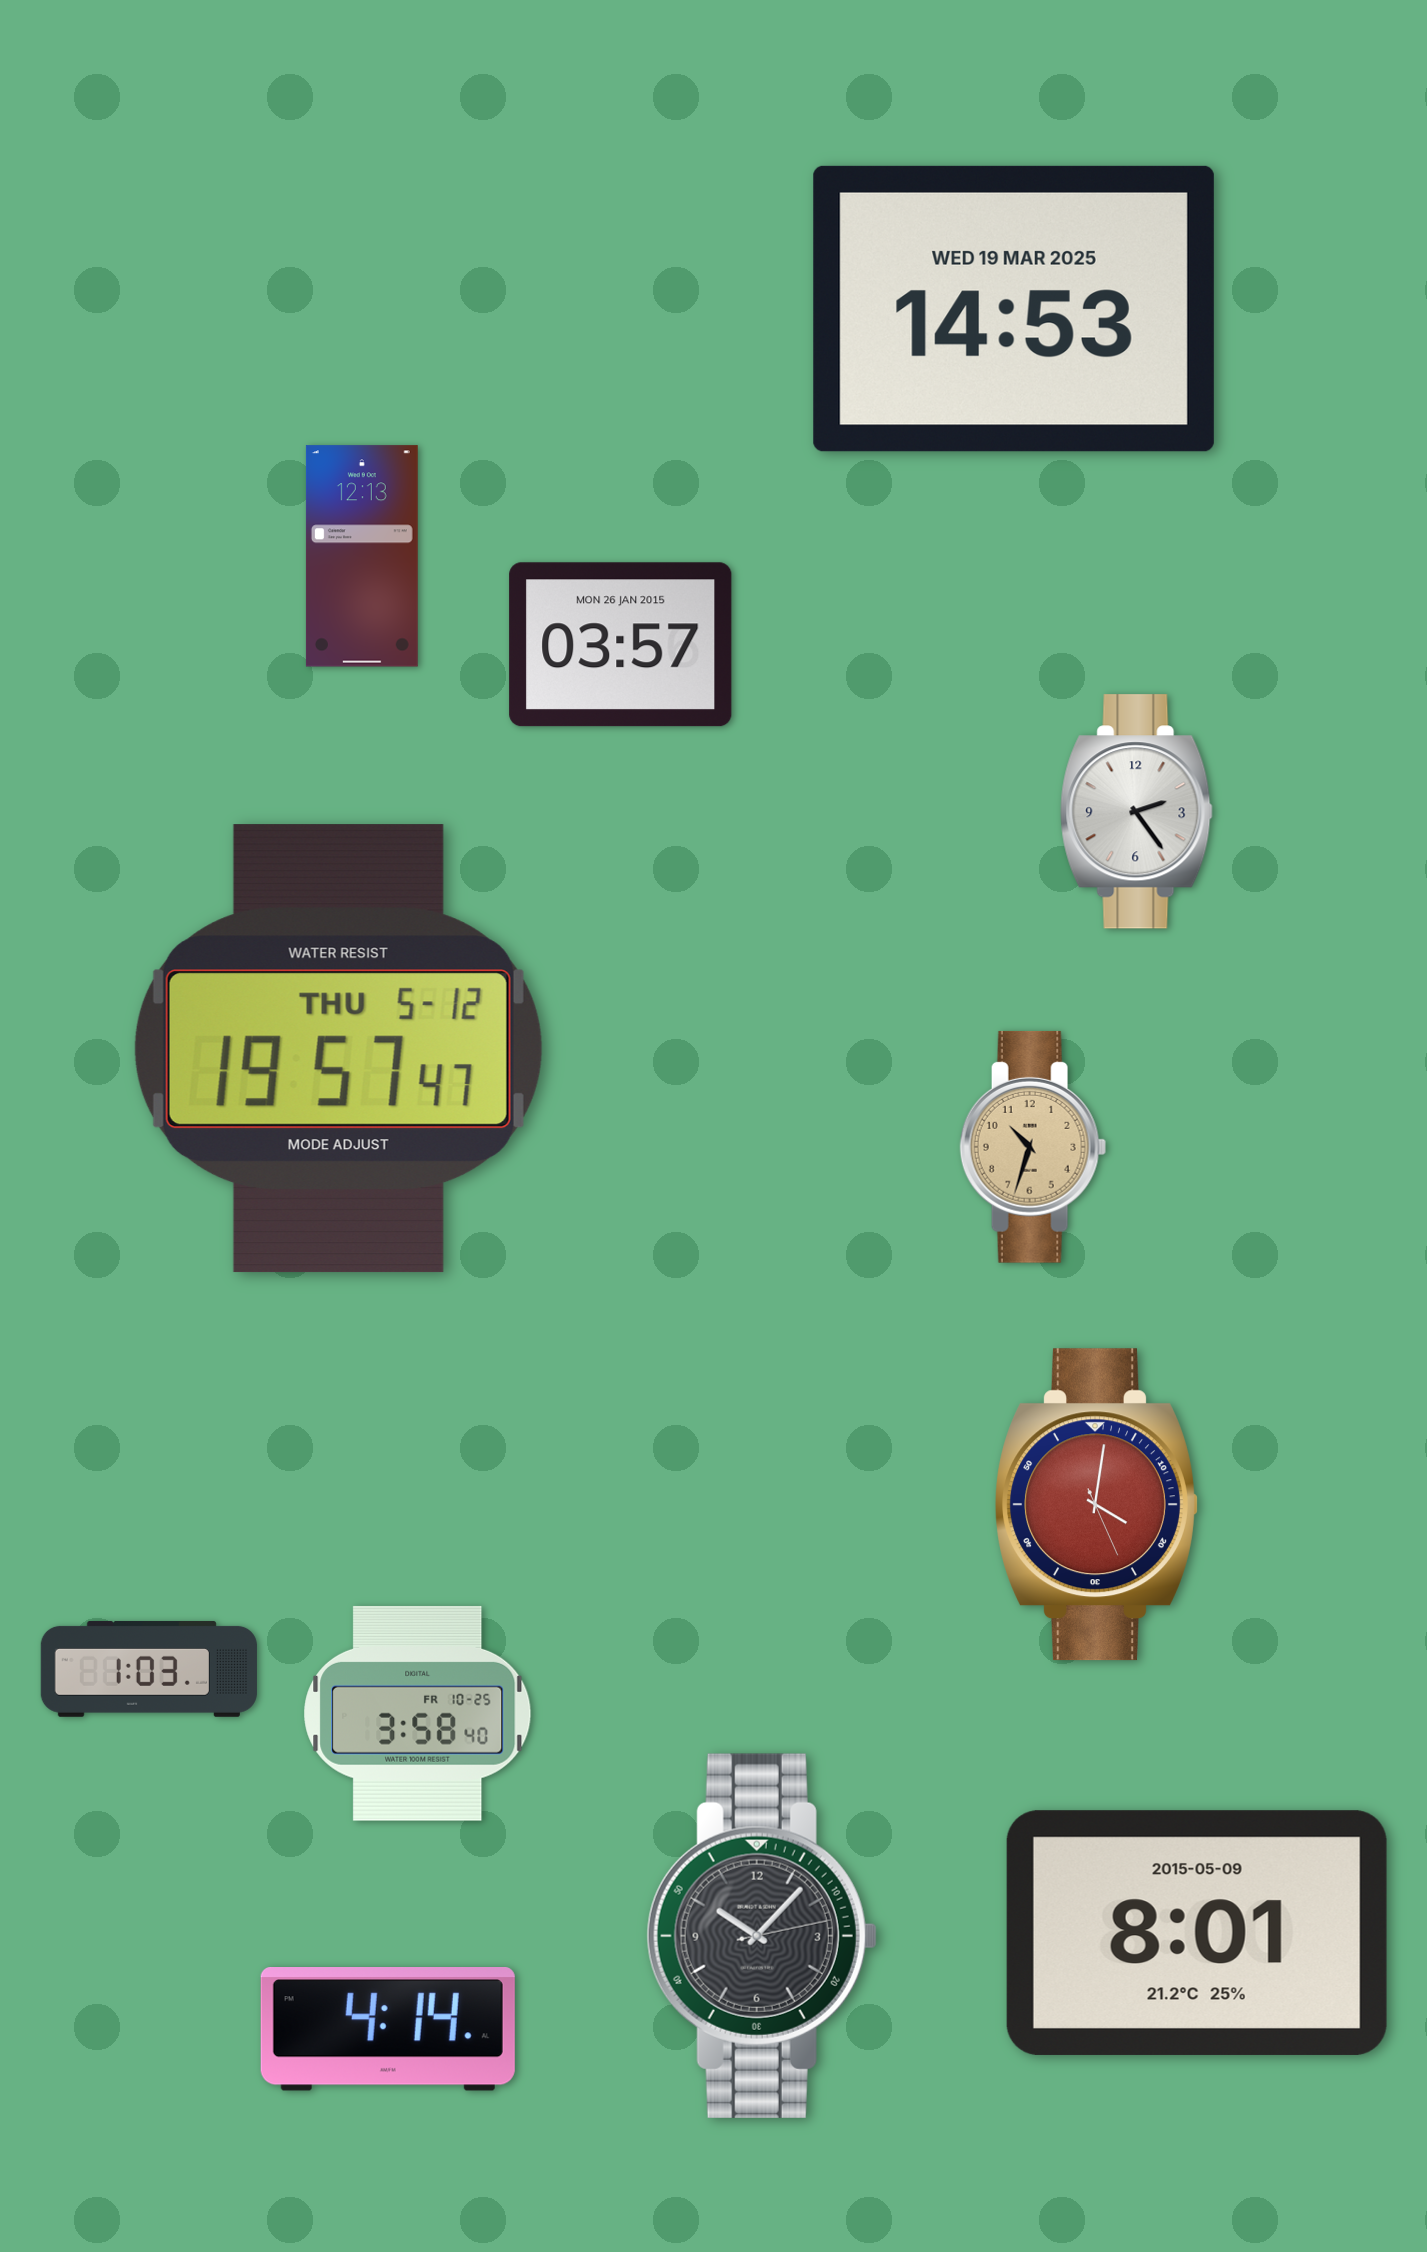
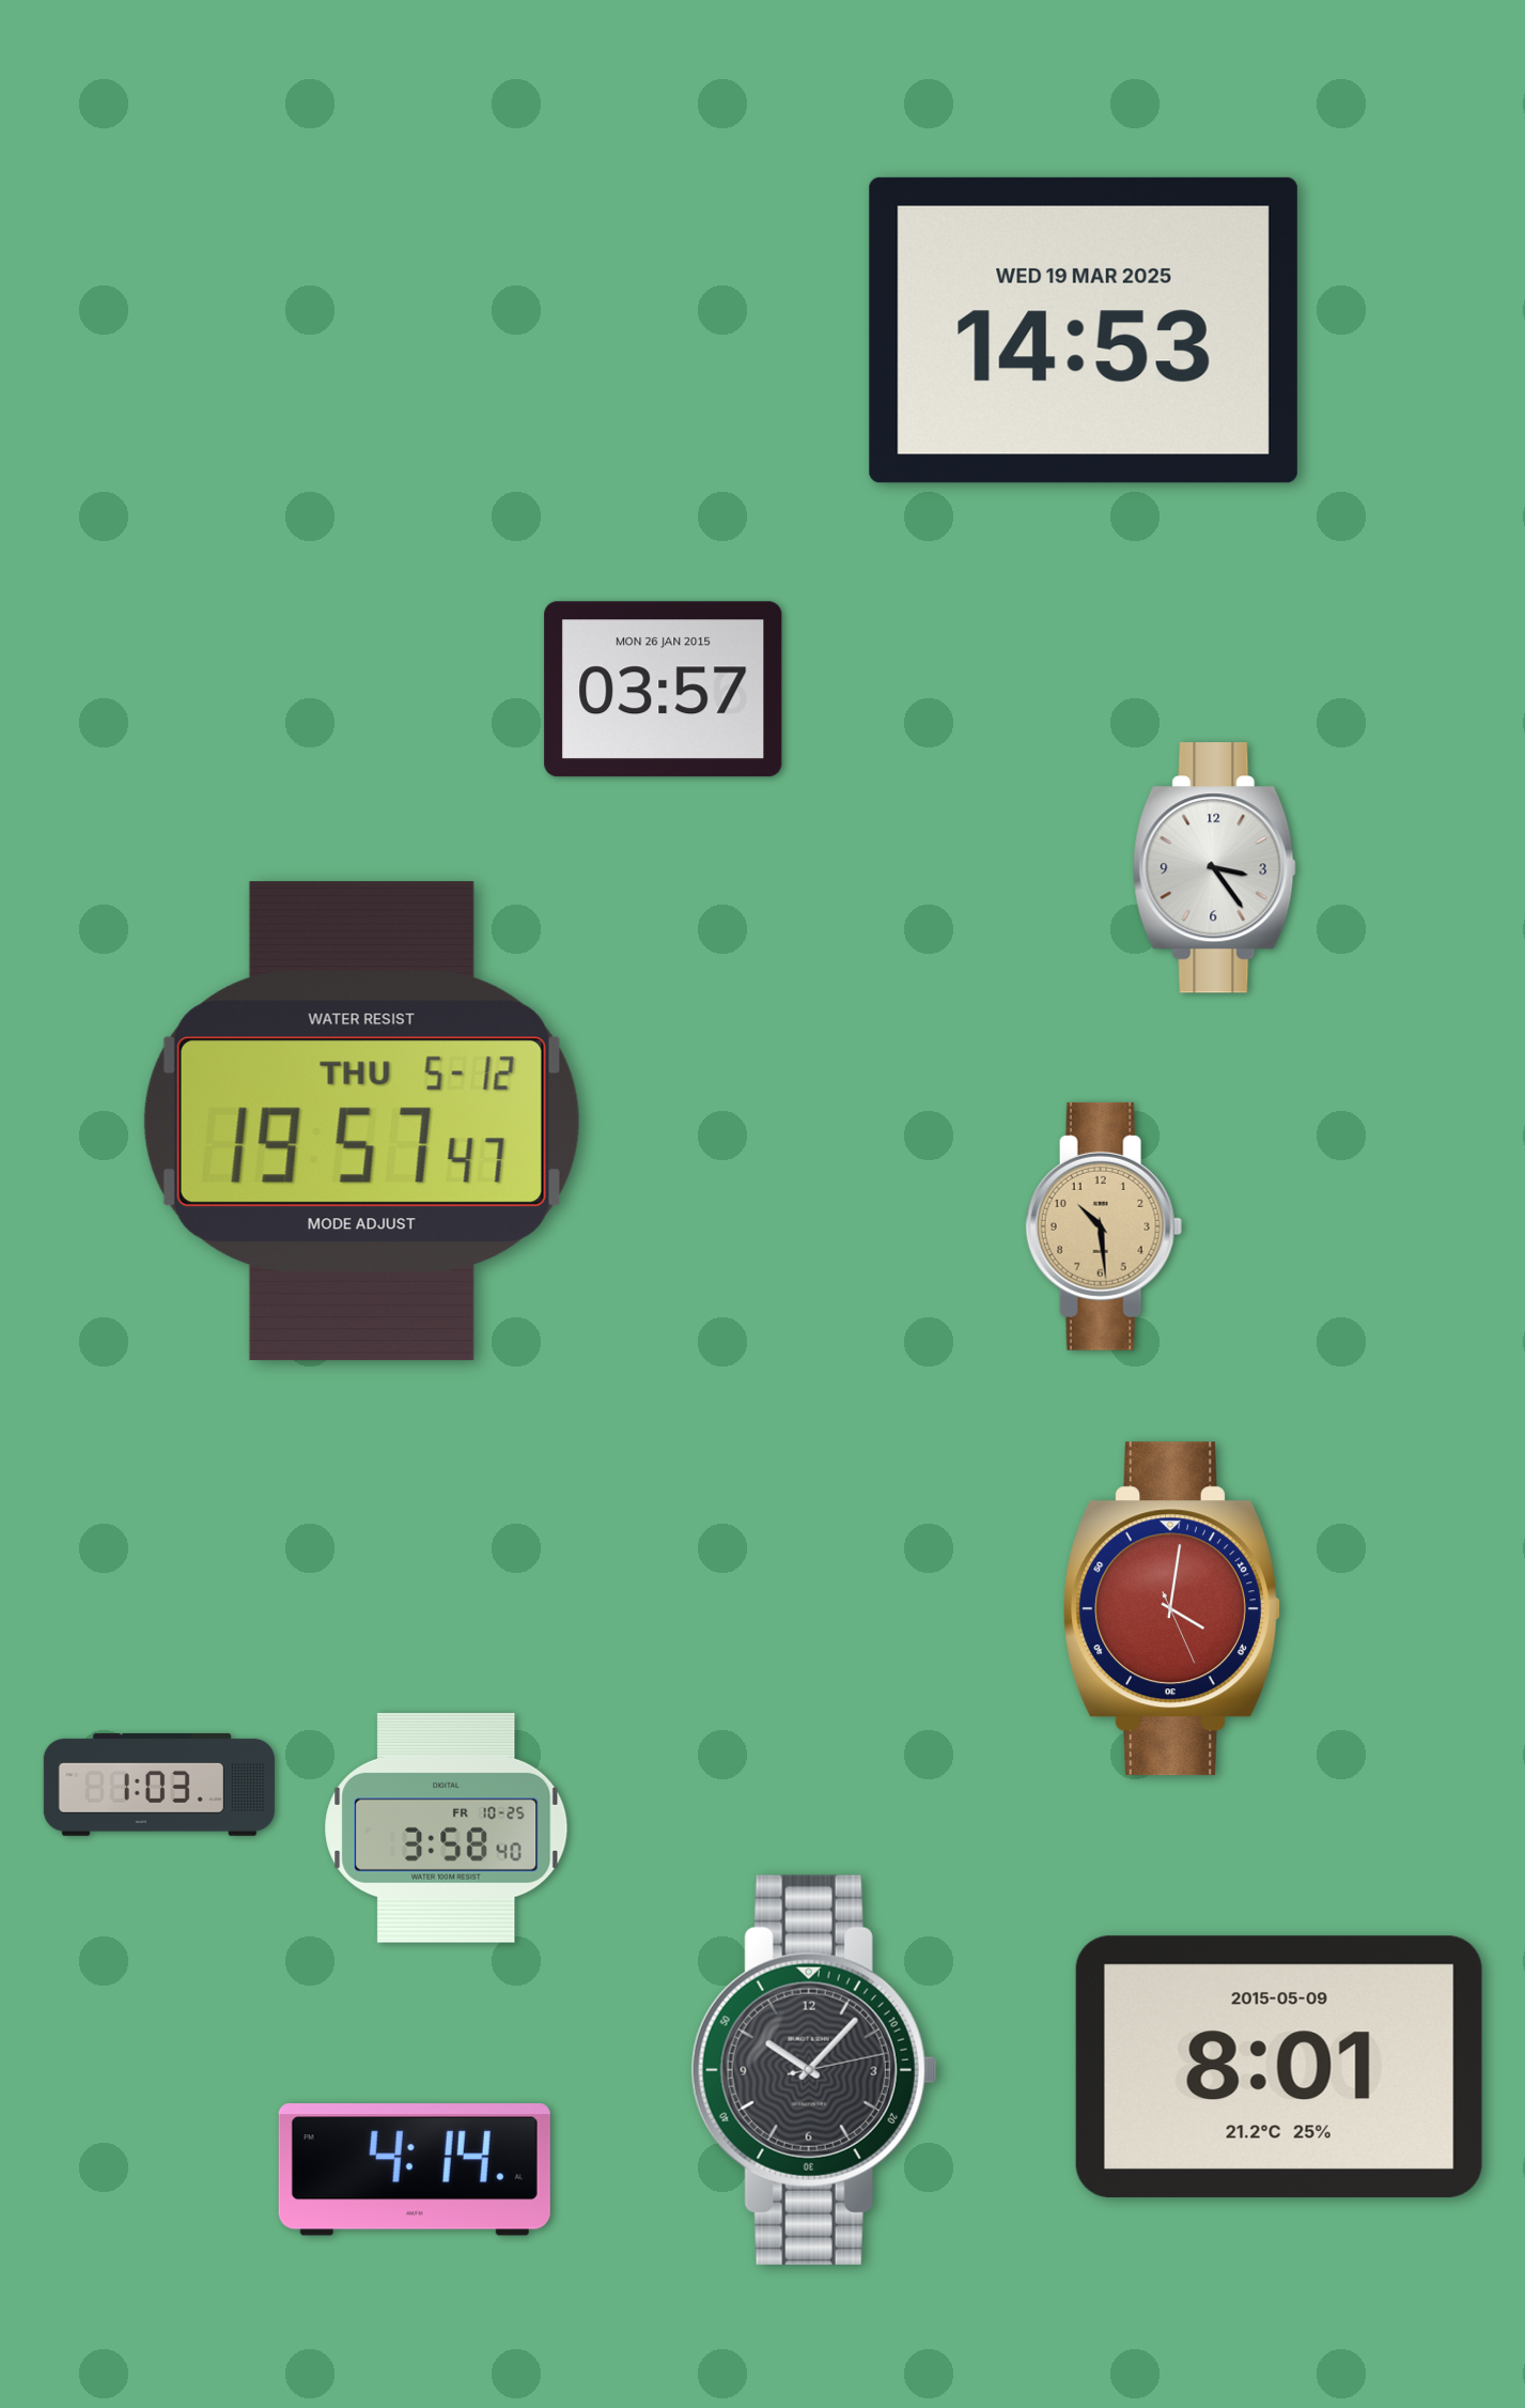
clock at (362, 556): 12:13 -> none
clock at (1137, 812): 2:24 -> 3:24
clock at (1033, 1147): 10:33 -> 10:29
clock at (418, 1713) position: (418, 1713) -> (447, 1827)
